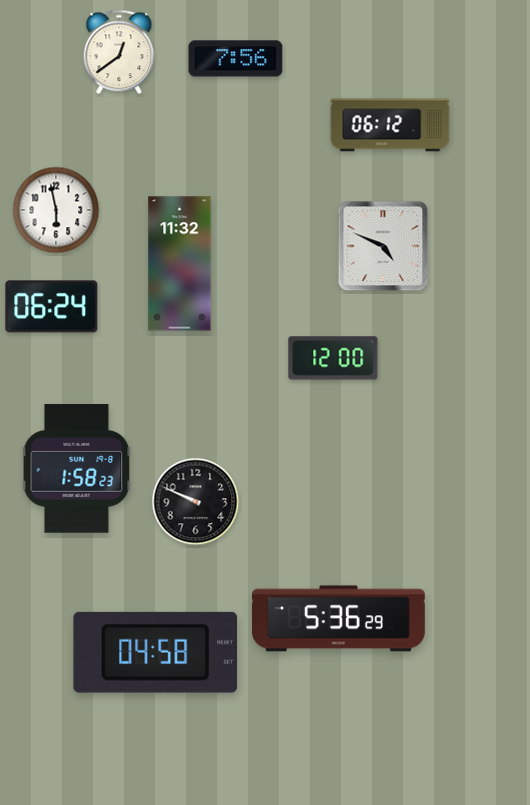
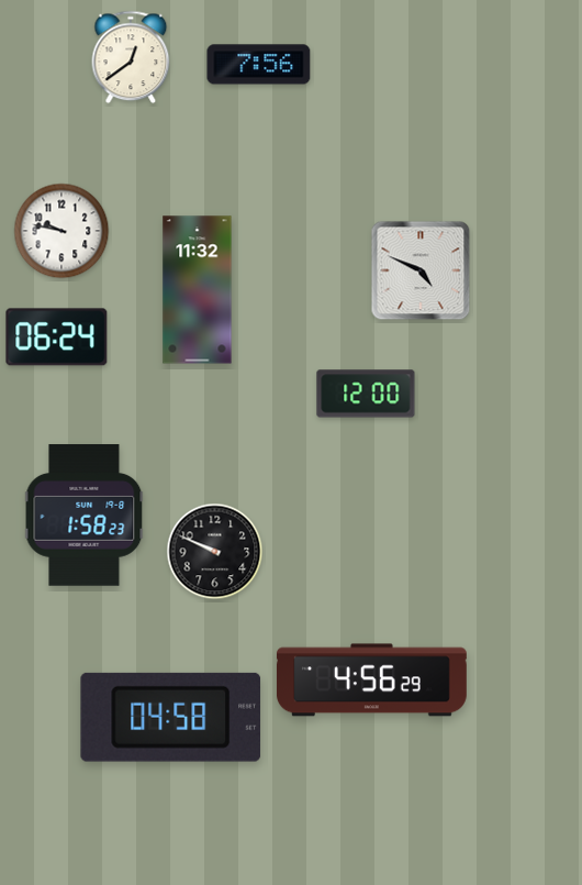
clock at (390, 125): 06:12 -> none
clock at (56, 210): 5:58 -> 9:47
clock at (338, 619): 5:36 -> 4:56
